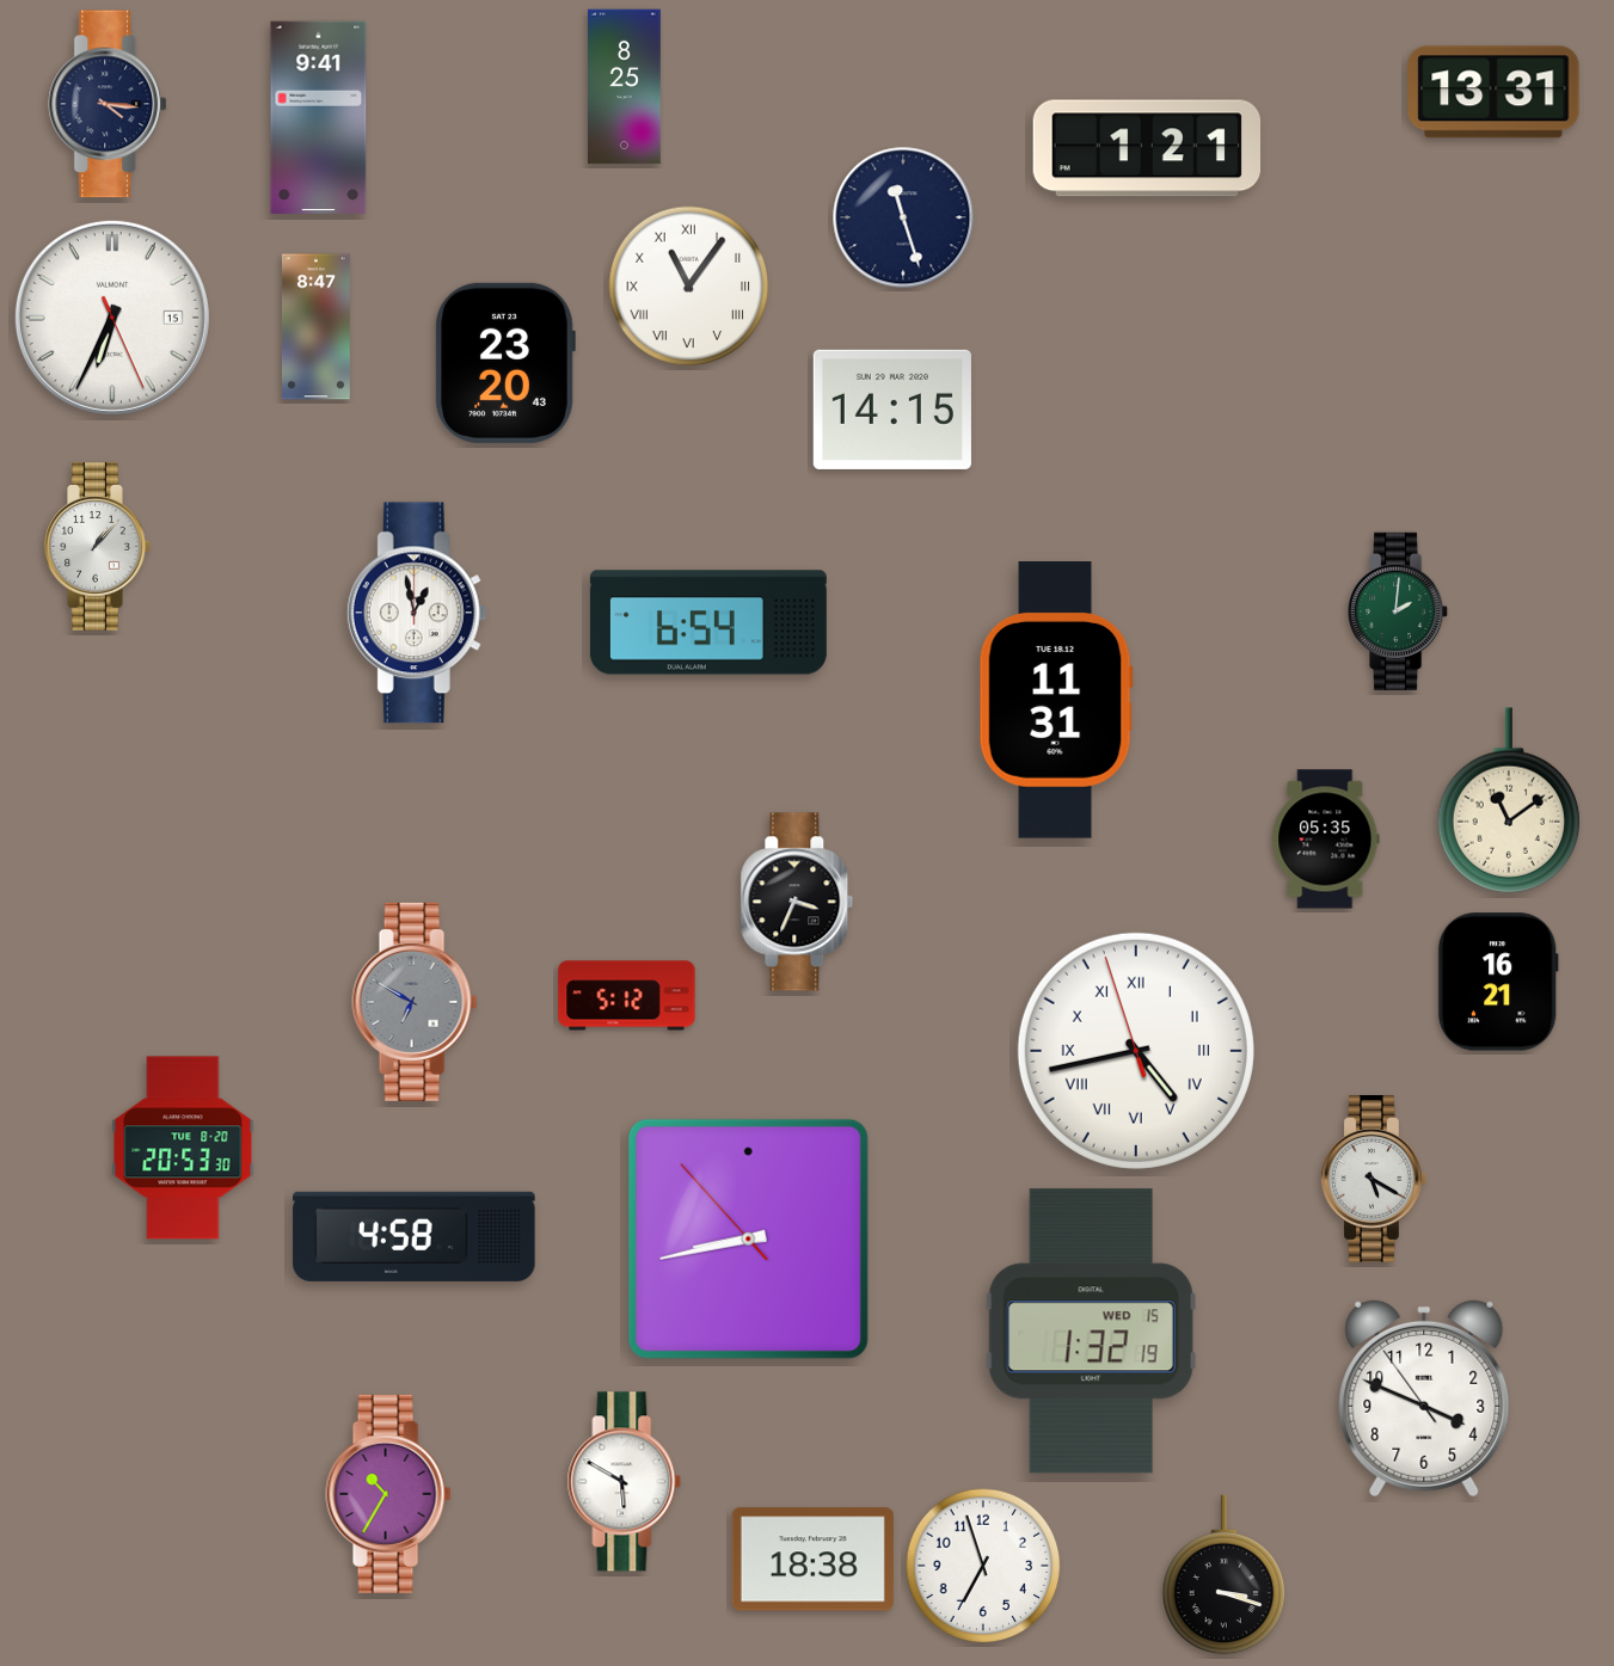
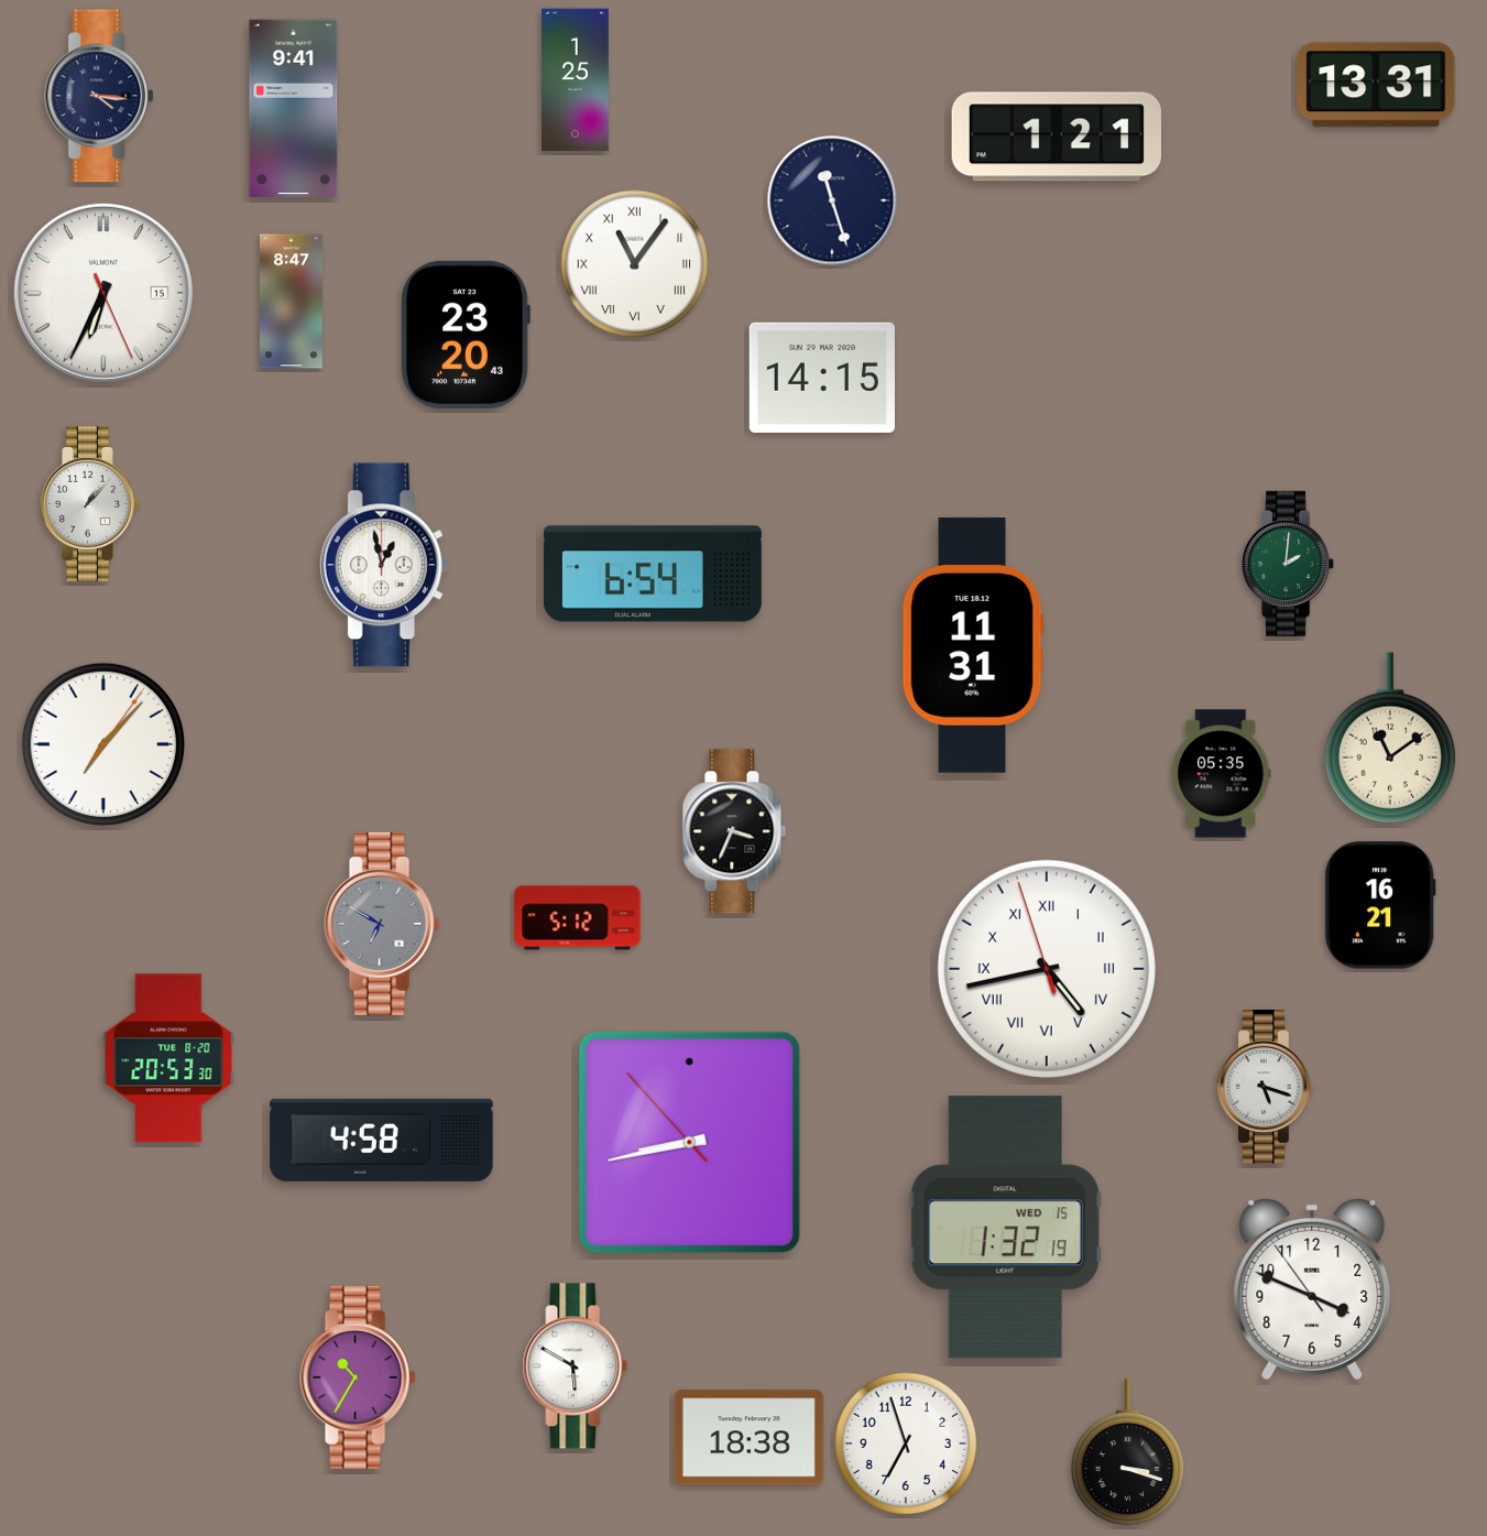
clock at (625, 87): 8:25 -> 1:25
clock at (103, 744): none -> 7:07
clock at (1374, 1180): 5:20 -> 5:18
